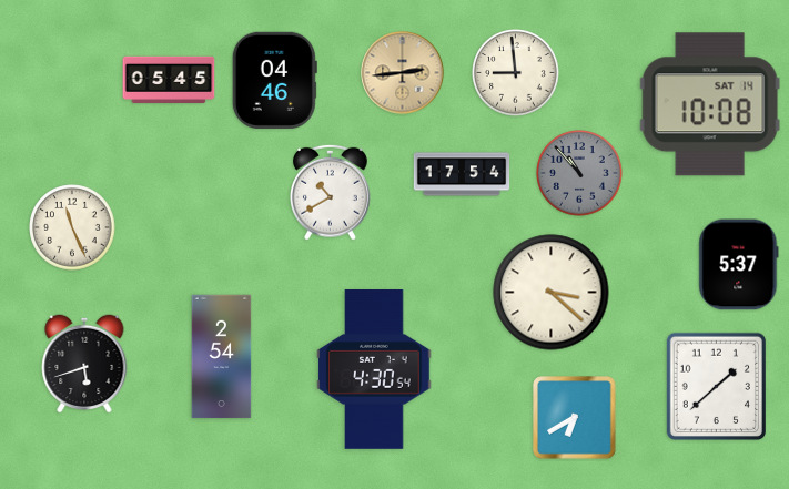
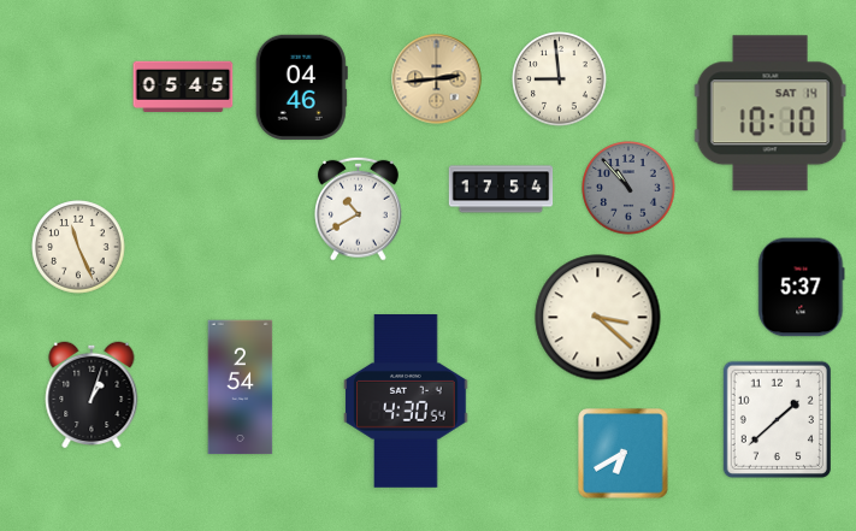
clock at (274, 80) position: (274, 80) -> (301, 87)
clock at (710, 104): 10:08 -> 10:10
clock at (84, 364): 5:42 -> 1:03
